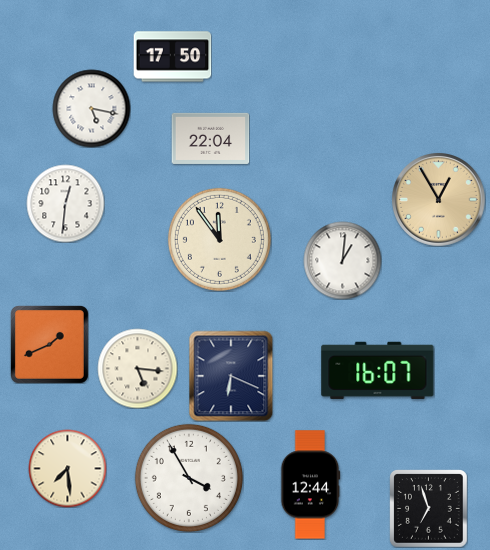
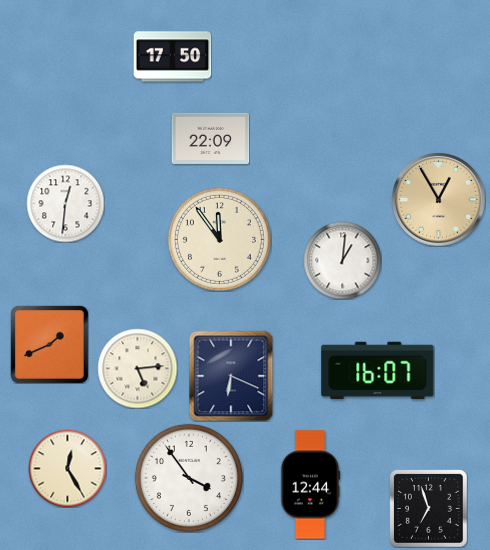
clock at (91, 108): 5:17 -> none
clock at (210, 138): 22:04 -> 22:09
clock at (137, 368): 5:16 -> 5:14
clock at (67, 468): 7:29 -> 12:25
clock at (189, 478): 3:55 -> 3:54
